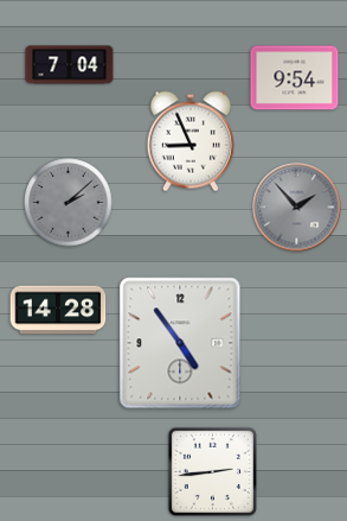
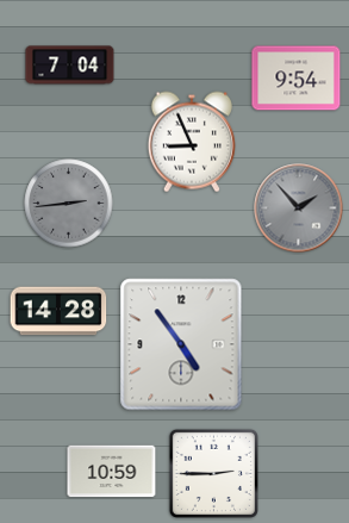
clock at (69, 203): 2:08 -> 2:44
clock at (112, 472): none -> 10:59
clock at (212, 471): 2:44 -> 2:45
